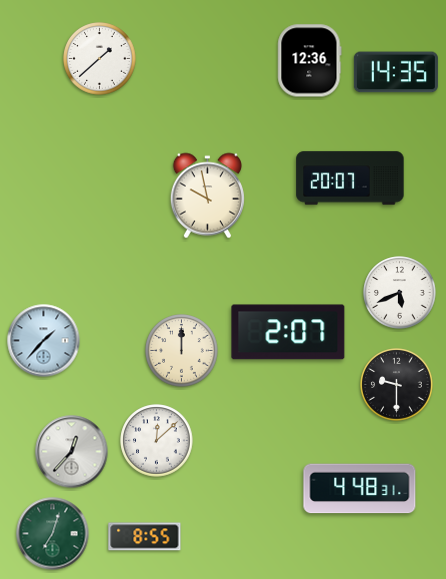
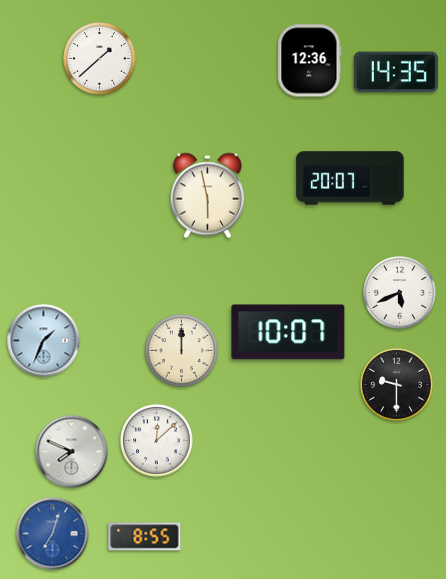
clock at (207, 196): 9:58 -> 5:58
clock at (288, 332): 2:07 -> 10:07
clock at (44, 341): 1:37 -> 1:34
clock at (72, 452): 12:37 -> 7:49
clock at (360, 489): 4:48 -> none
clock at (53, 534) dial: green -> blue
